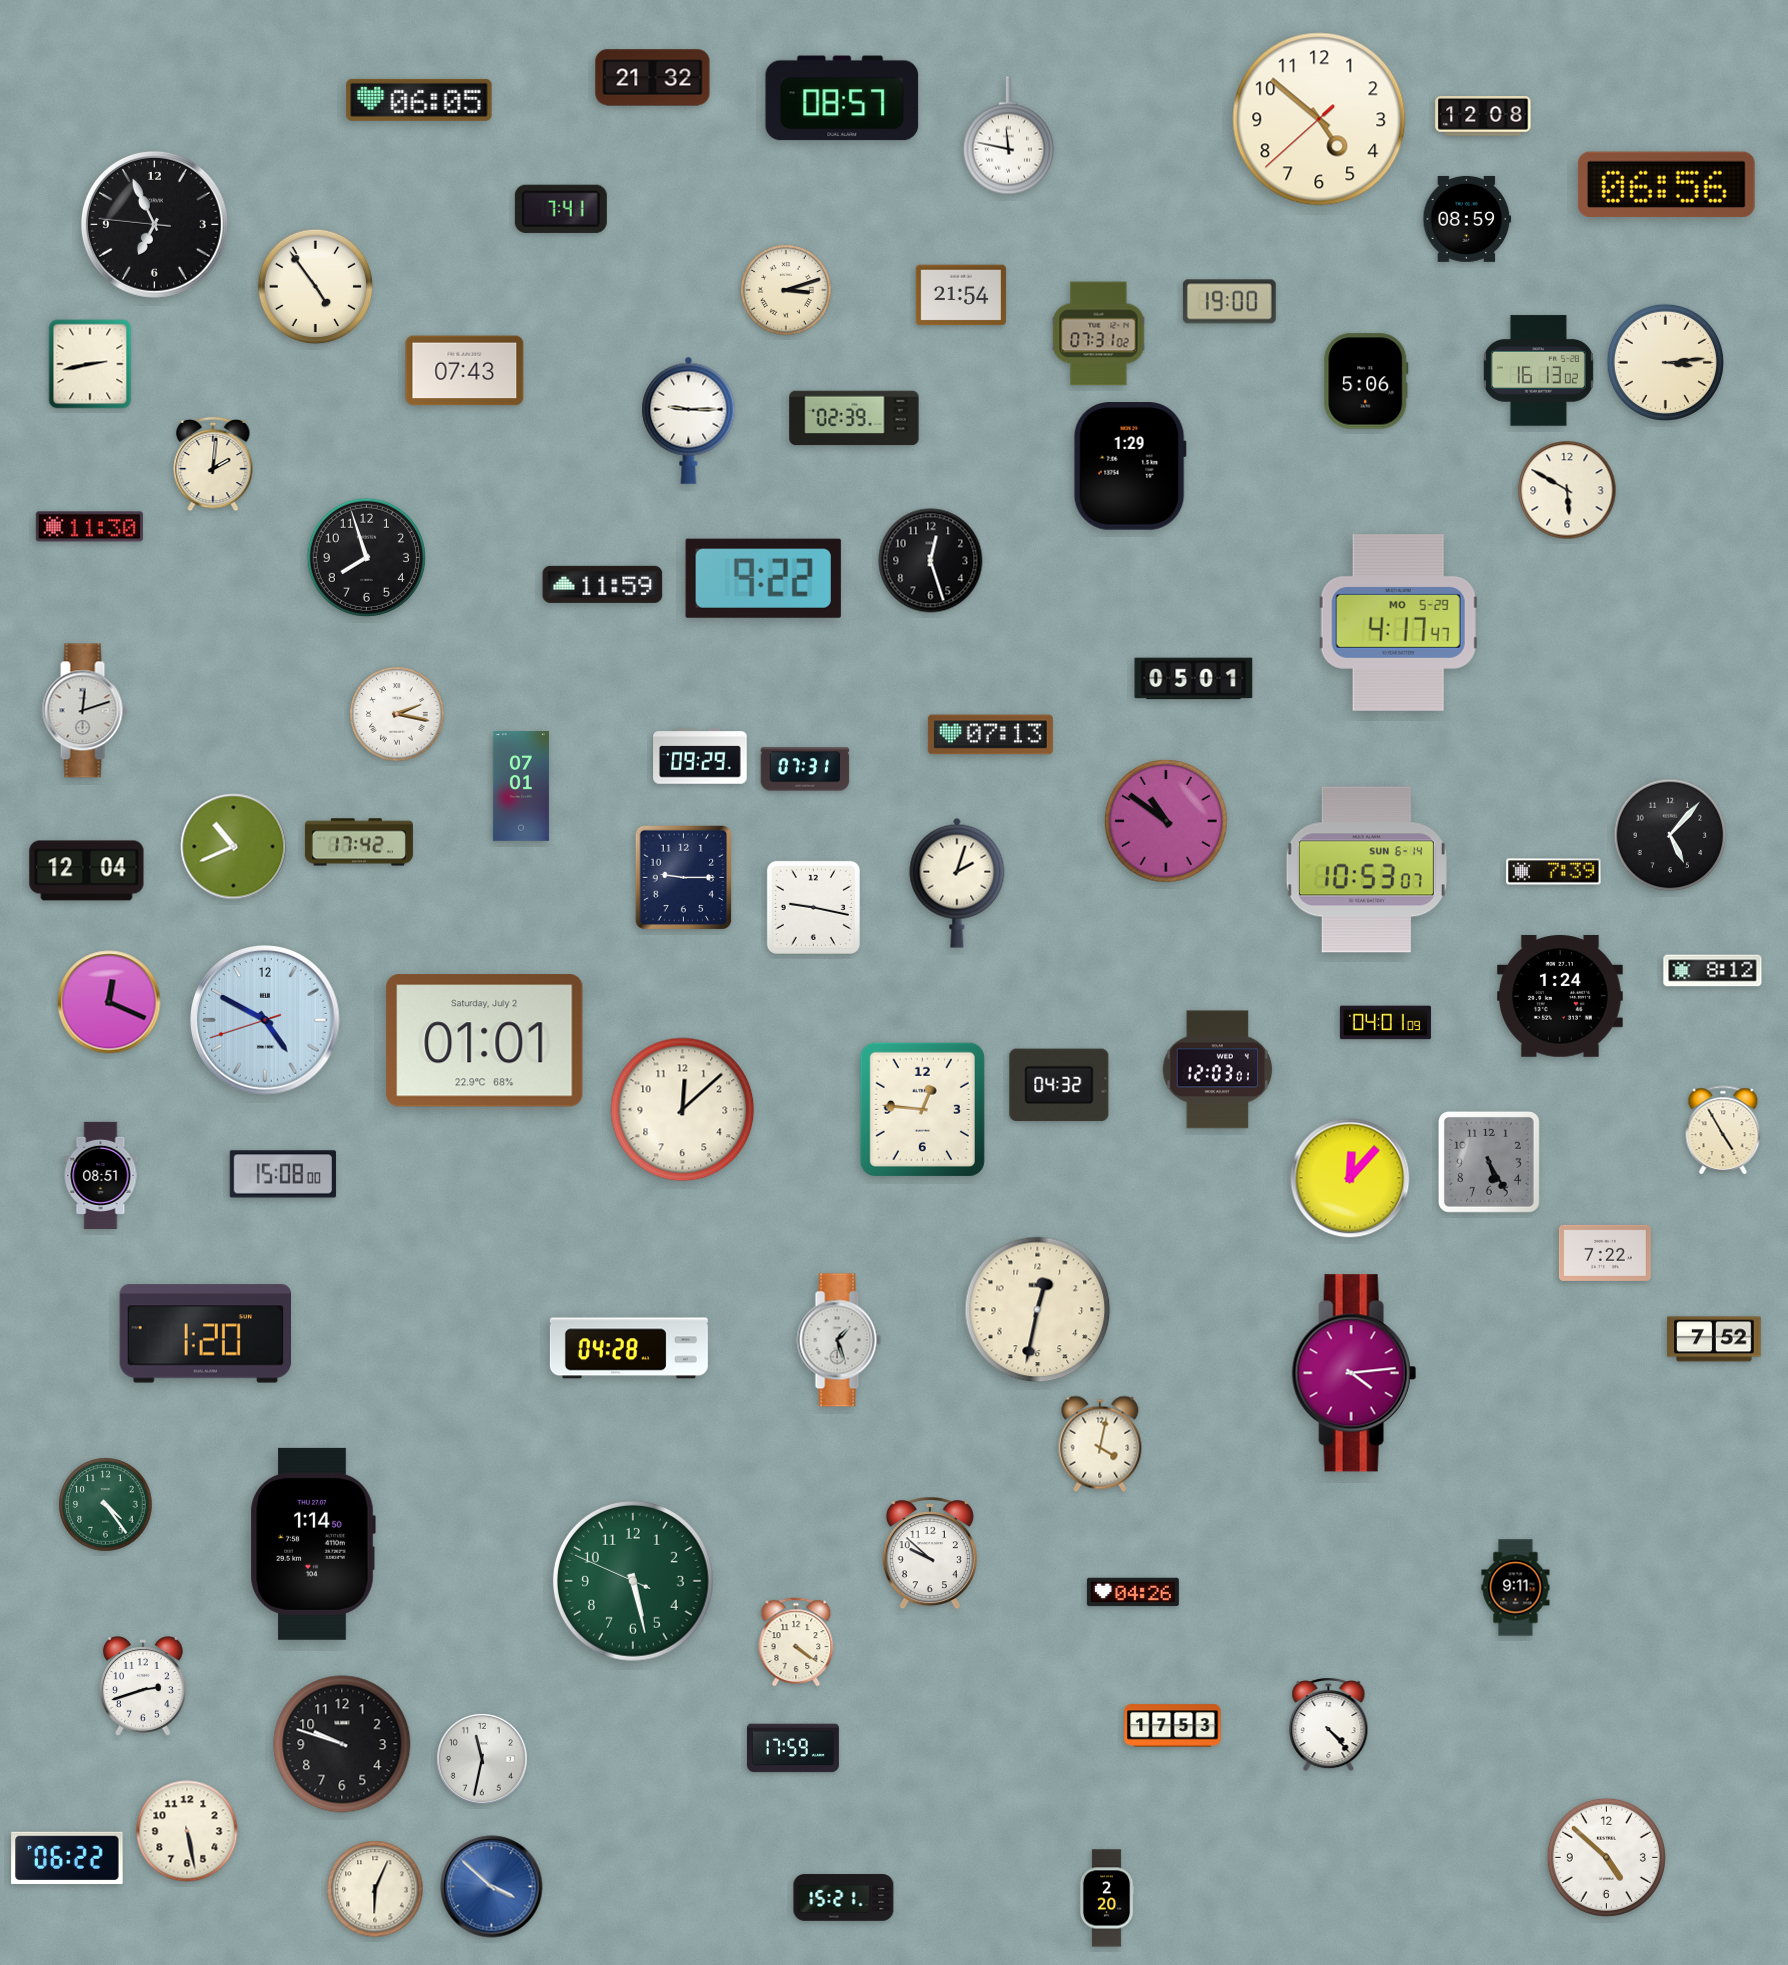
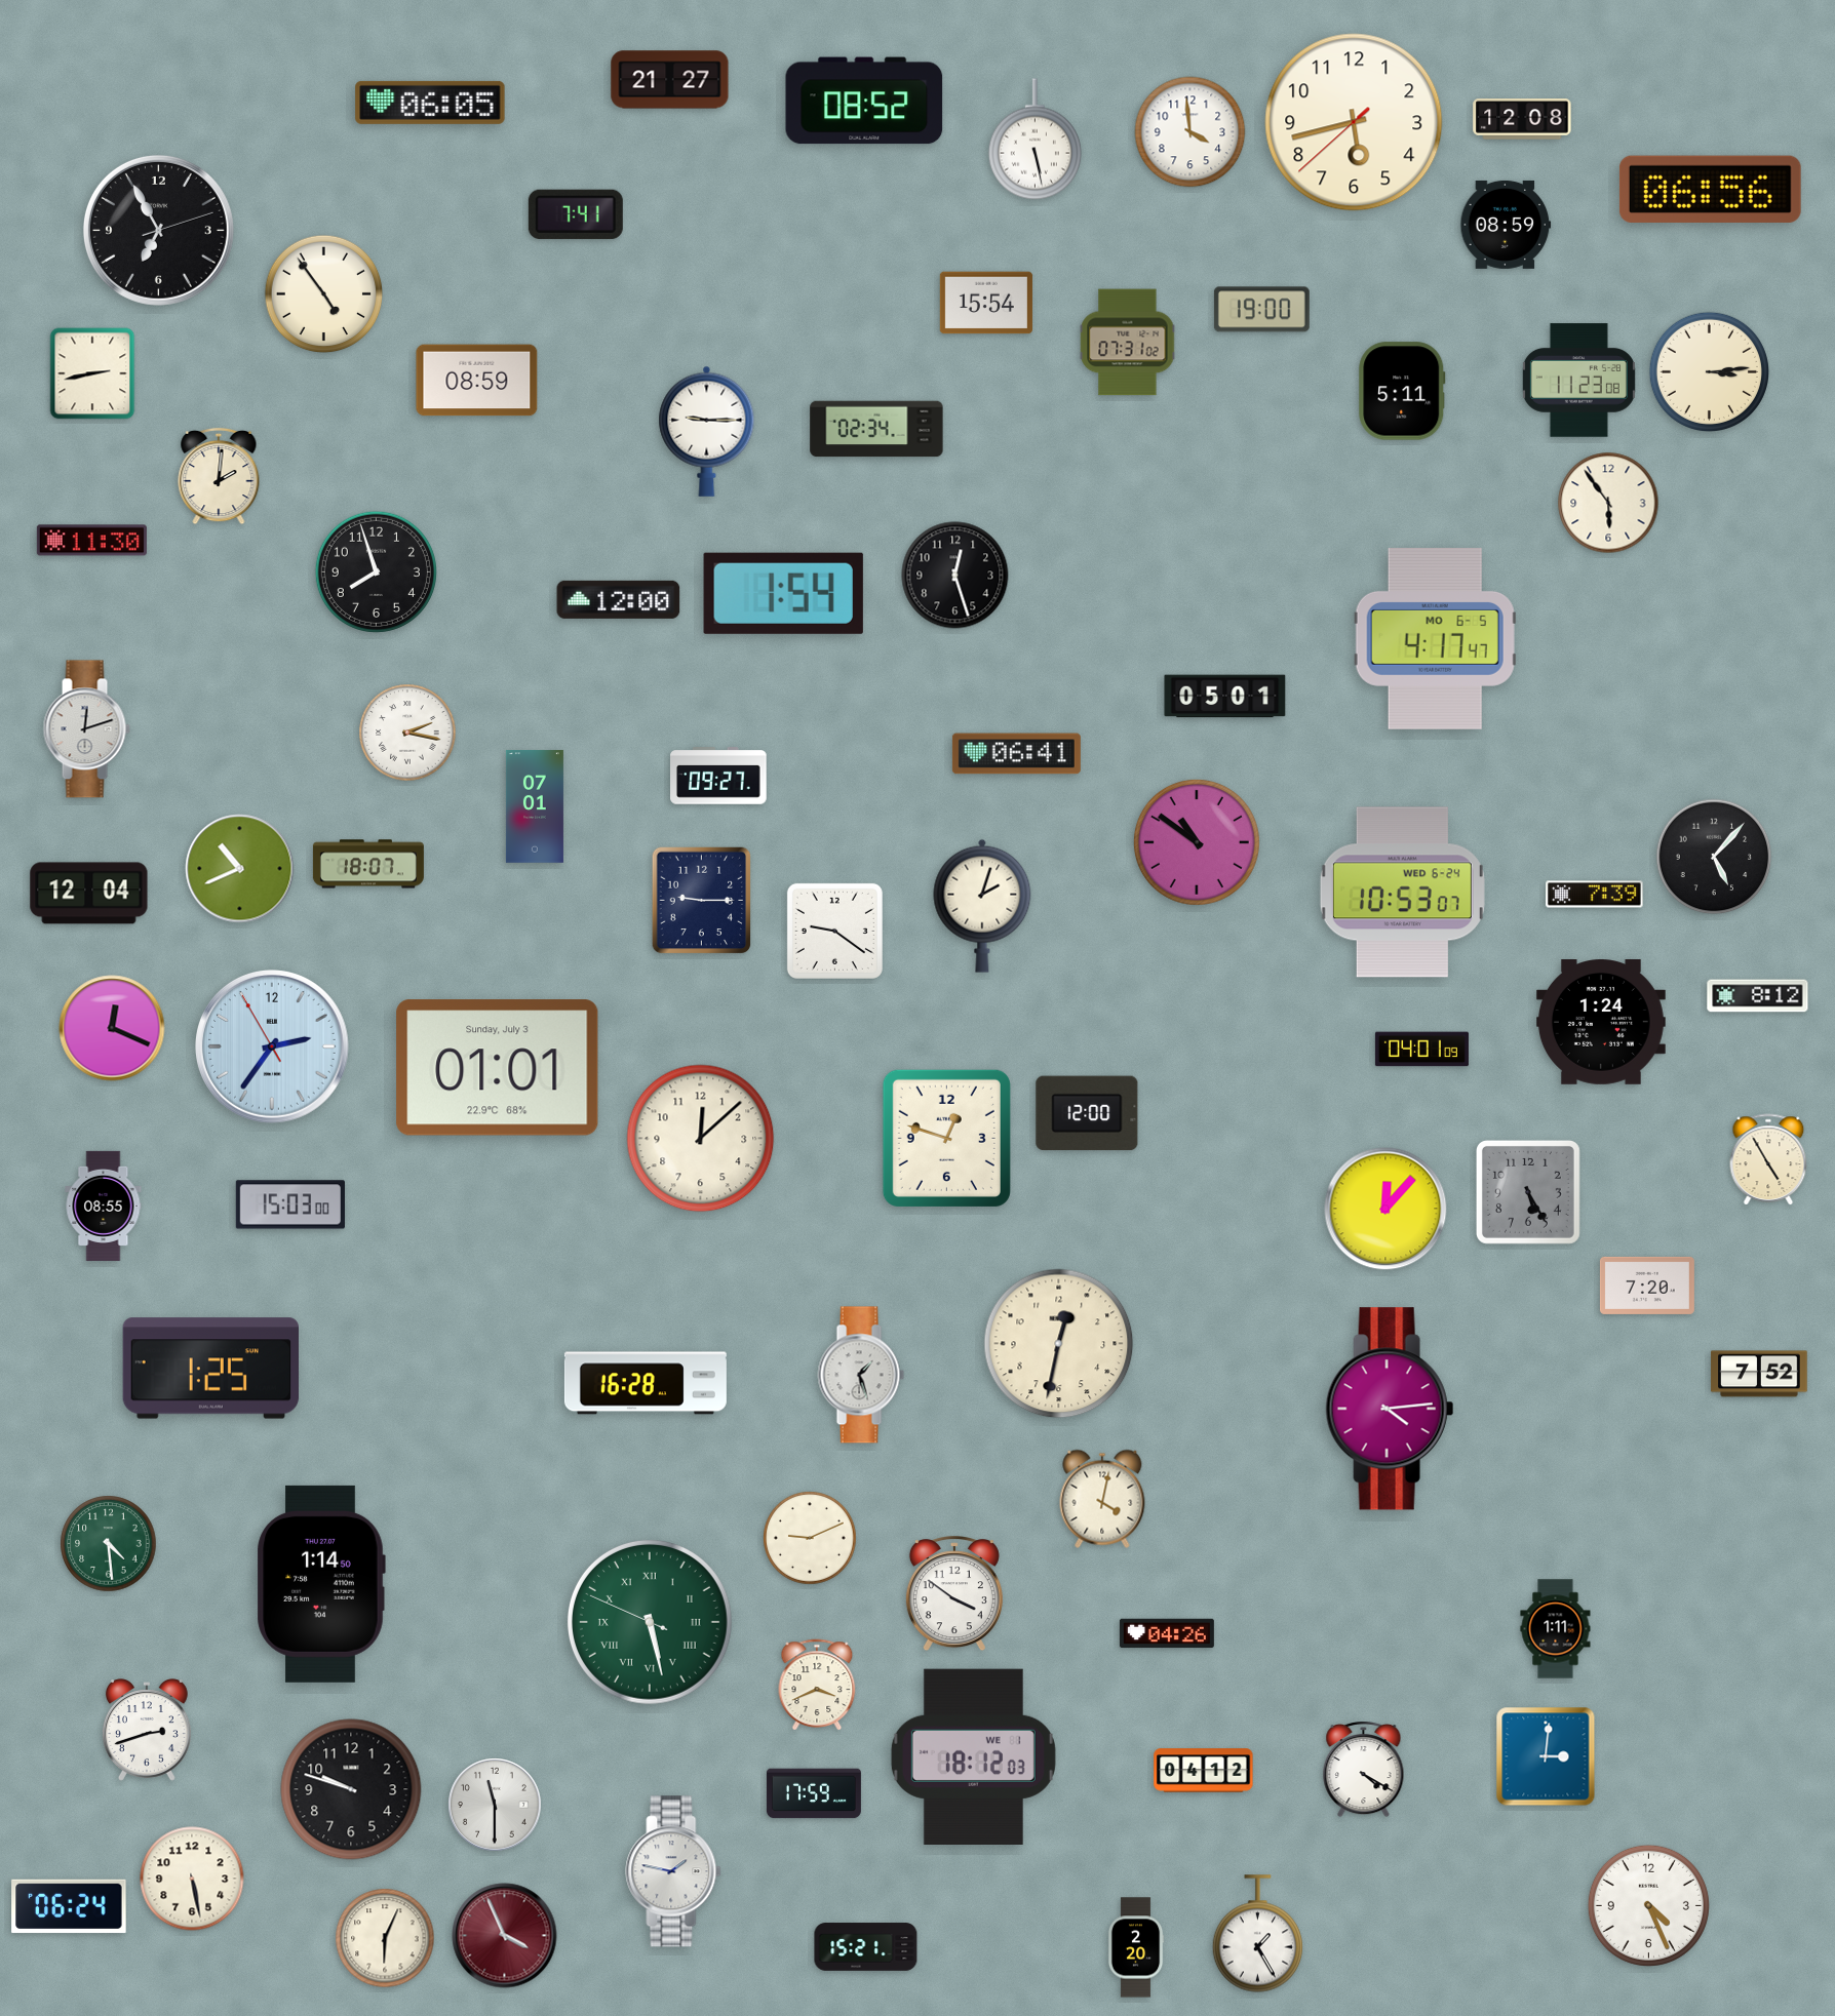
clock at (653, 78): 21:32 -> 21:27
clock at (842, 98): 08:57 -> 08:52
clock at (1319, 119): 4:51 -> 5:42
clock at (1190, 132): none -> 3:59
clock at (1008, 136): 11:47 -> 5:28
clock at (154, 224): 6:55:46 -> 6:55:12
clock at (786, 290): 3:12 -> none
clock at (961, 295): 21:54 -> 15:54
clock at (465, 371): 07:43 -> 08:59
clock at (1538, 371): 16:13 -> 11:23
clock at (1366, 381): 5:06 -> 5:11
clock at (854, 418): 02:39 -> 02:34
clock at (1130, 466): 1:29 -> none
clock at (1567, 490): 5:50 -> 5:54
clock at (763, 578): 9:22 -> 1:54
clock at (603, 584): 11:59 -> 12:00
clock at (1398, 623) date: MO 5-29 -> MO 6-5
clock at (990, 735): 07:13 -> 06:41
clock at (700, 757): 09:29 -> 09:27
clock at (805, 769): 07:31 -> none
clock at (359, 842): 17:42 -> 18:07
clock at (1366, 870) date: SUN 6-14 -> WED 6-24
clock at (813, 907): 9:17 -> 9:21
clock at (266, 1021): 4:49 -> 2:35
clock at (485, 1041) date: Saturday, July 2 -> Sunday, July 3
clock at (1218, 1070): 12:03 -> none
clock at (1059, 1085): 04:32 -> 12:00
clock at (922, 1109): 12:46 -> 12:48
clock at (283, 1174): 15:08 -> 15:03
clock at (101, 1175): 08:51 -> 08:55
clock at (1605, 1253): 7:22 -> 7:20
clock at (1038, 1310) position: (1038, 1310) -> (1059, 1344)
clock at (205, 1334): 1:20 -> 1:25
clock at (629, 1348): 04:28 -> 16:28
clock at (1100, 1444) position: (1100, 1444) -> (1102, 1499)
clock at (810, 1538): none -> 9:11
clock at (106, 1505): 4:24 -> 4:29
clock at (930, 1554): 9:52 -> 3:51
clock at (633, 1581) numerals: Arabic -> Roman
clock at (1516, 1588): 9:11 -> 1:11
clock at (1133, 1592) position: (1133, 1592) -> (1167, 1633)
clock at (796, 1642): 4:21 -> 3:41
clock at (973, 1756): none -> 18:12
clock at (1546, 1756): none -> 3:01
clock at (1329, 1725): 4:23 -> 4:20
clock at (1173, 1726): 17:53 -> 04:12
clock at (483, 1760): 11:32 -> 11:30
clock at (673, 1871): none -> 1:47
clock at (1606, 1857): 4:52 -> 4:26
clock at (67, 1858): 06:22 -> 06:24
clock at (1257, 1934): none -> 1:25
clock at (492, 1887): 3:52 -> 3:56
clock at (492, 1887) dial: blue -> burgundy
